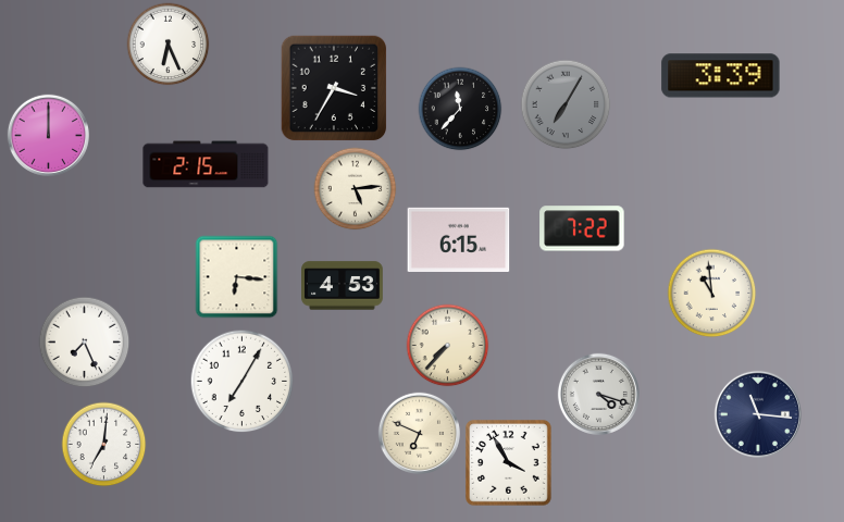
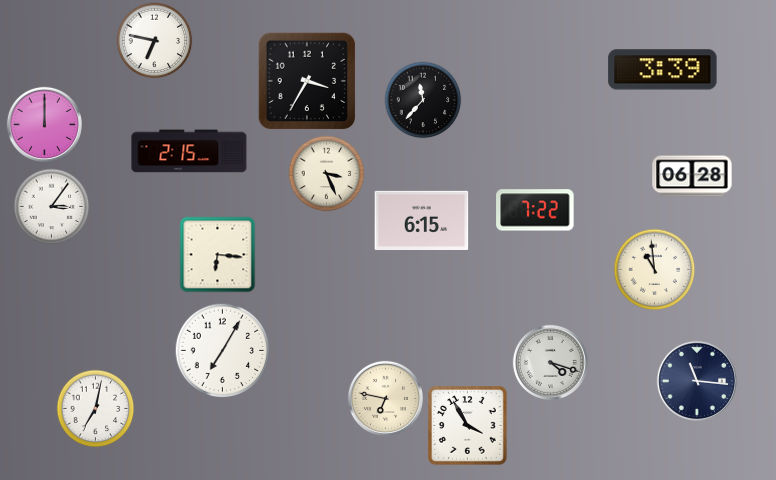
clock at (169, 45): 6:26 -> 6:47
clock at (566, 104): 7:05 -> none
clock at (356, 189): 5:14 -> 3:26
clock at (692, 176): none -> 06:28
clock at (52, 207): none -> 3:06
clock at (343, 286): 4:53 -> none
clock at (85, 343): 7:26 -> none
clock at (448, 346): 7:37 -> none
clock at (419, 433): 6:49 -> 6:47
clock at (104, 445): 7:01 -> 7:02
